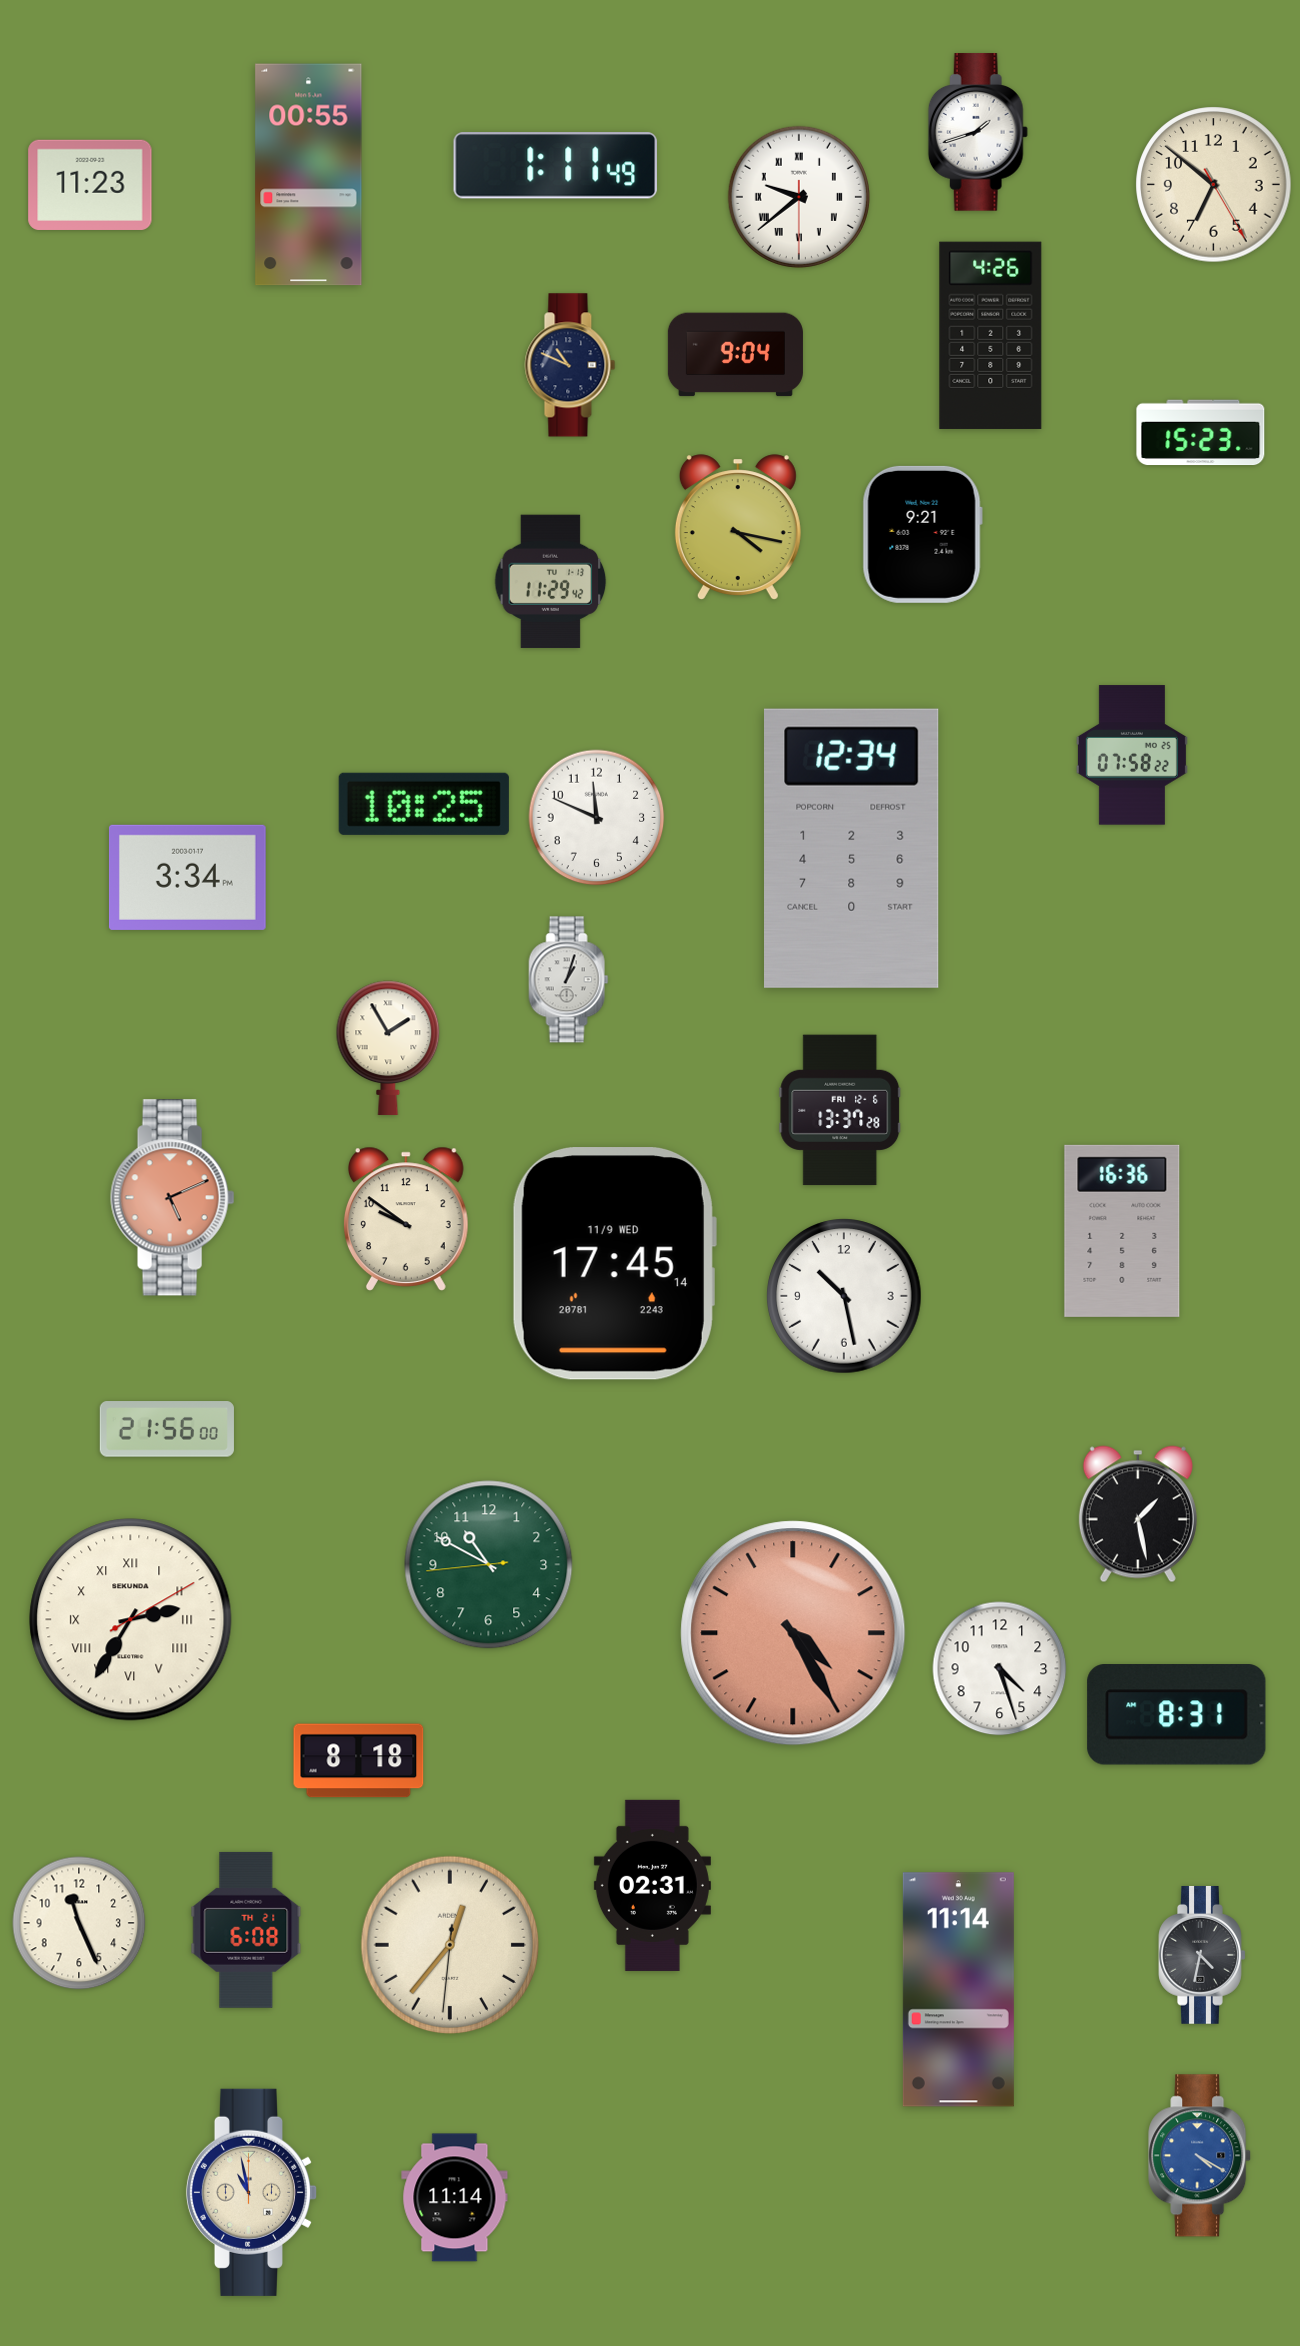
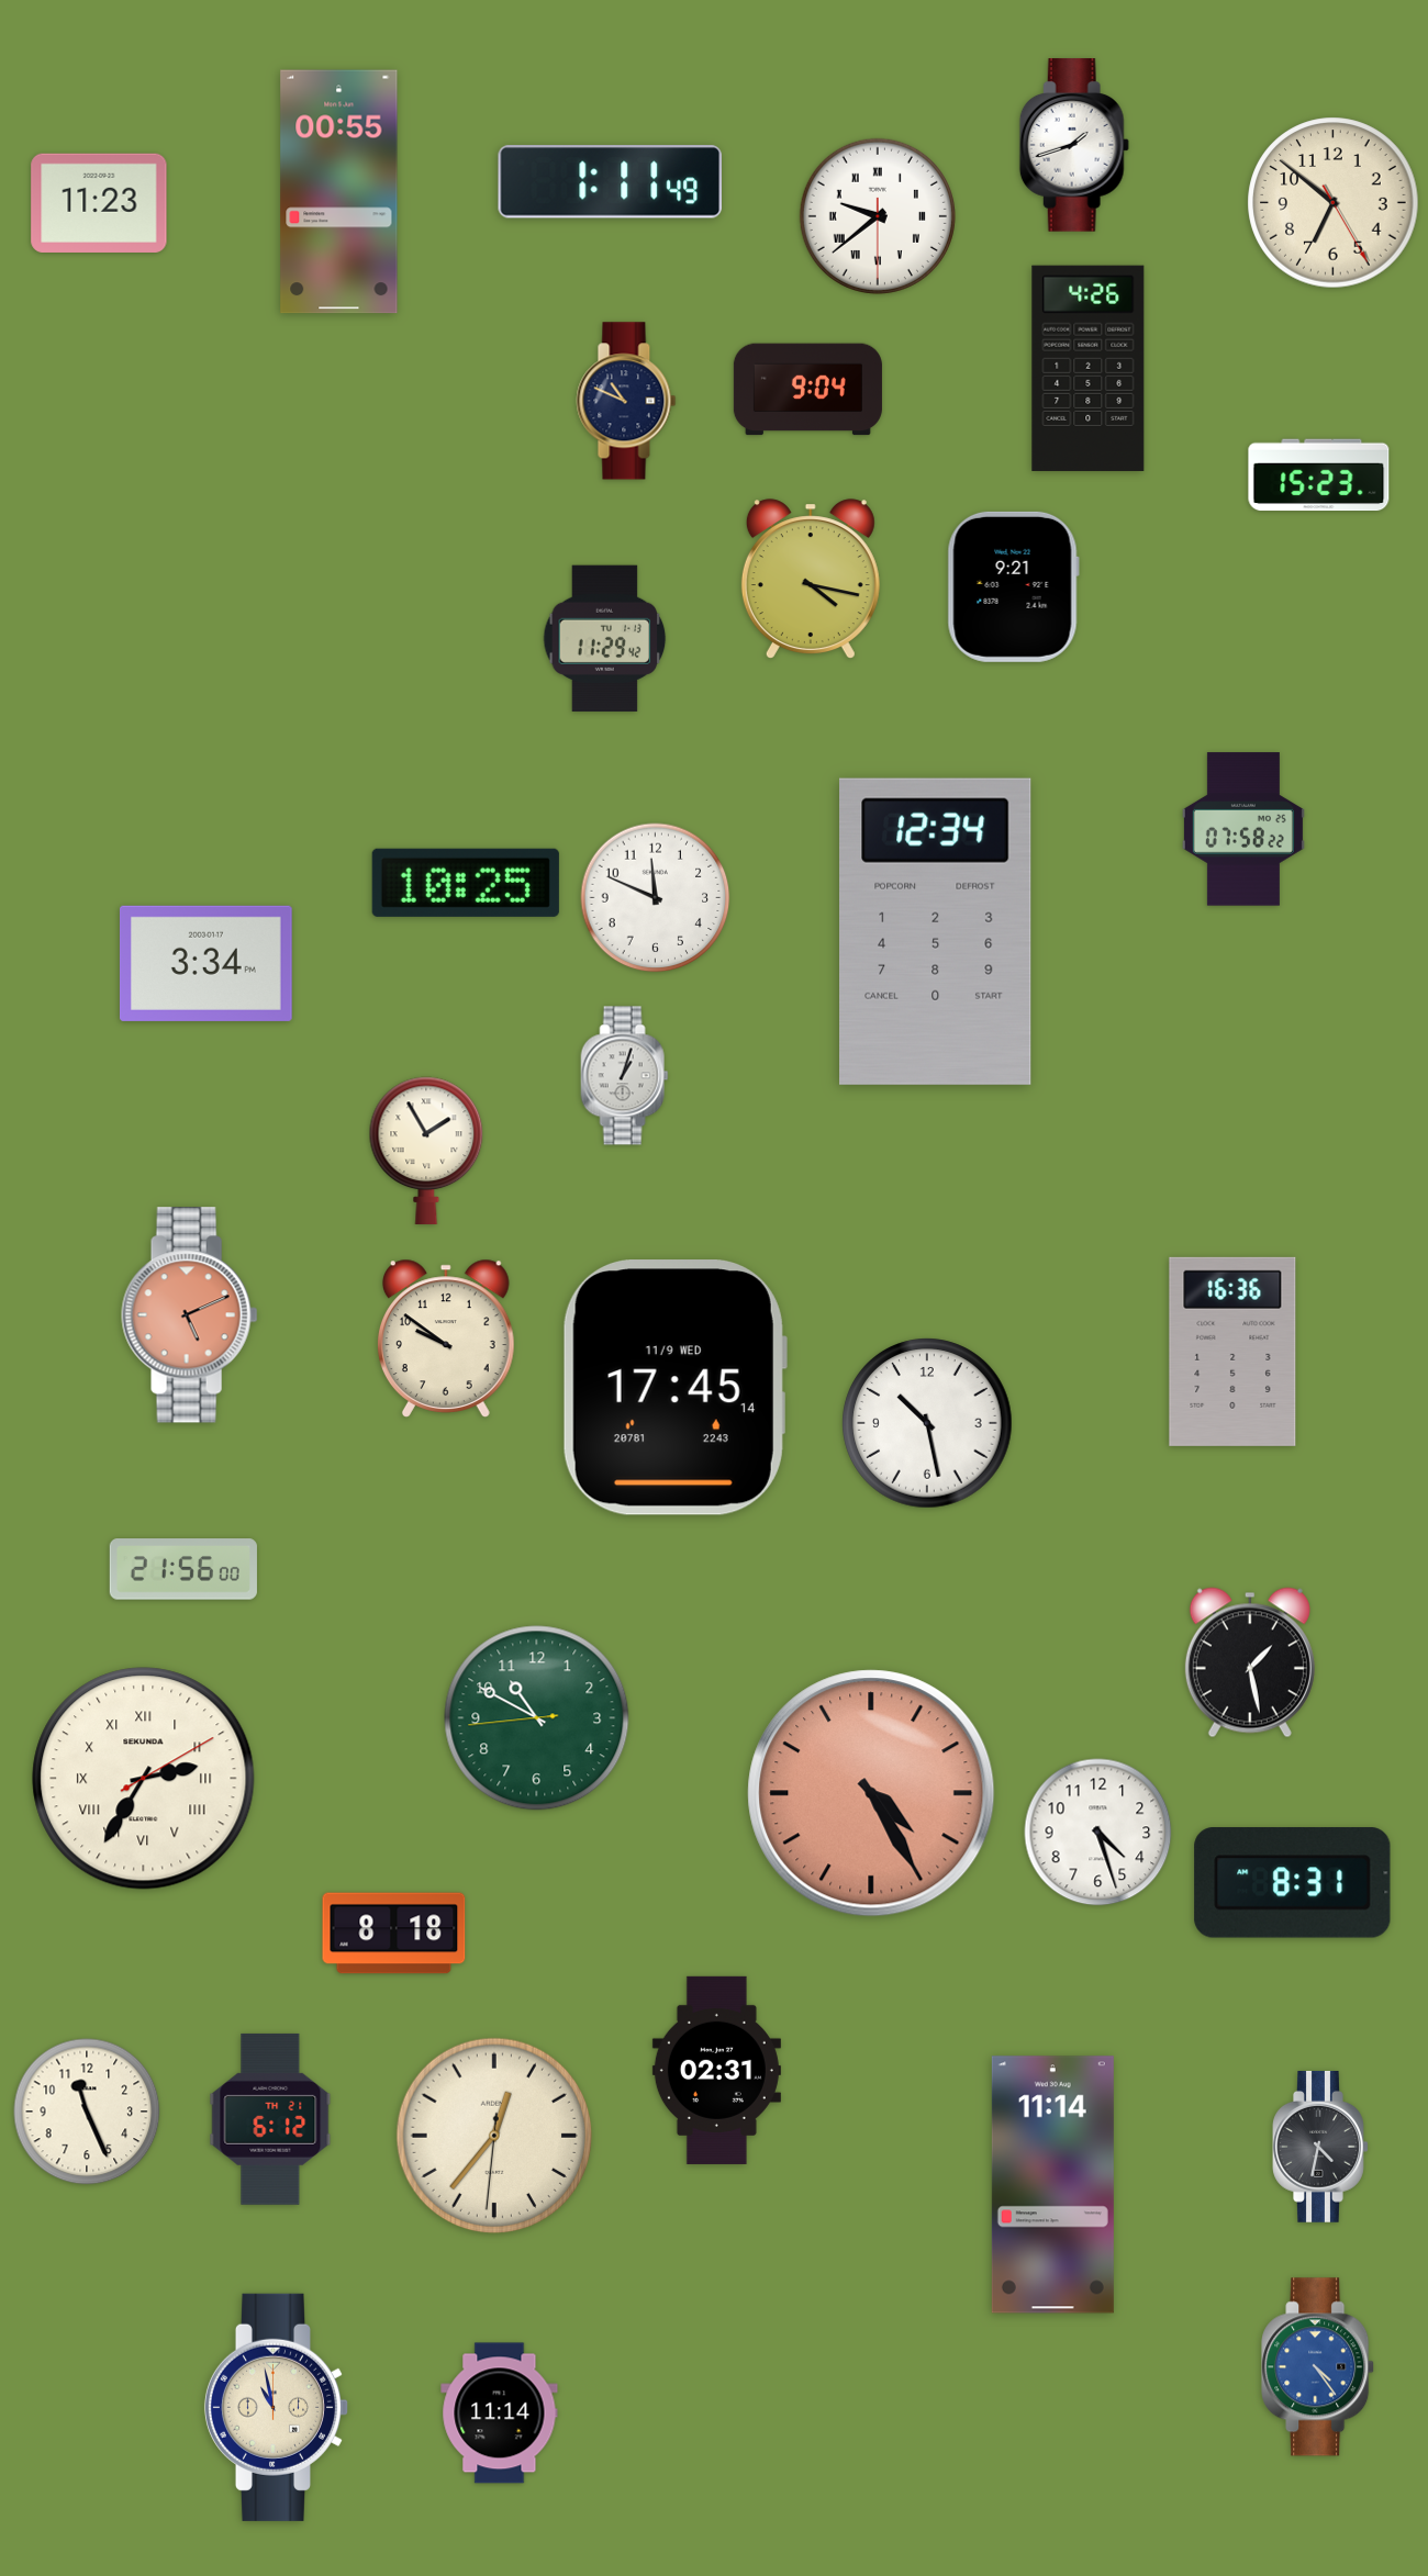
clock at (840, 1110): 13:37 -> none
clock at (246, 1930): 6:08 -> 6:12
clock at (1200, 2156): 4:20 -> 4:24
